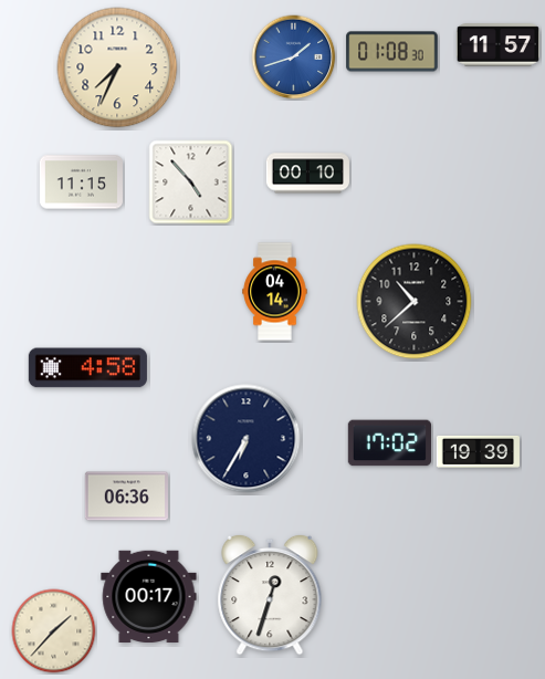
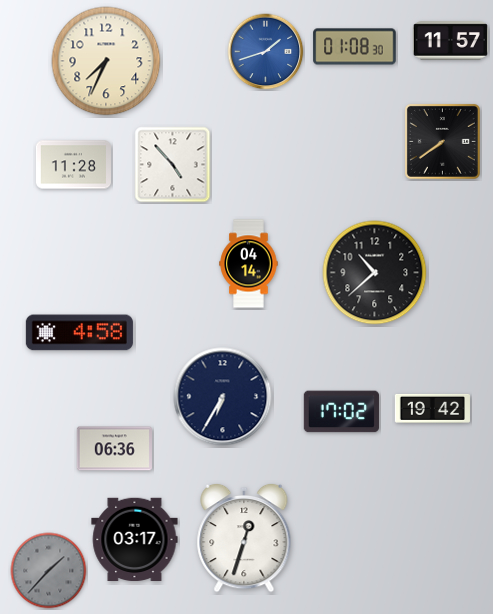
clock at (442, 141): none -> 7:39
clock at (307, 174): 00:10 -> none
clock at (81, 182): 11:15 -> 11:28
clock at (389, 443) position: (389, 443) -> (341, 412)
clock at (478, 451): 19:39 -> 19:42
clock at (149, 596): 00:17 -> 03:17
clock at (54, 631) dial: cream -> grey
